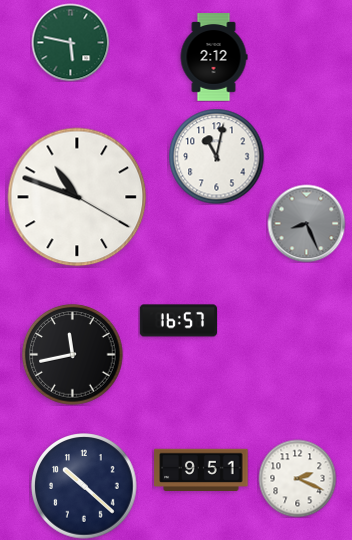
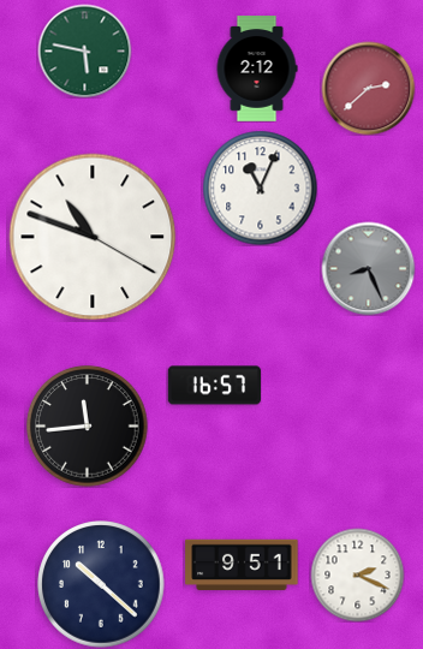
clock at (368, 88): none -> 2:38
clock at (216, 156): 11:02 -> 11:04
clock at (73, 355): 11:43 -> 11:44
